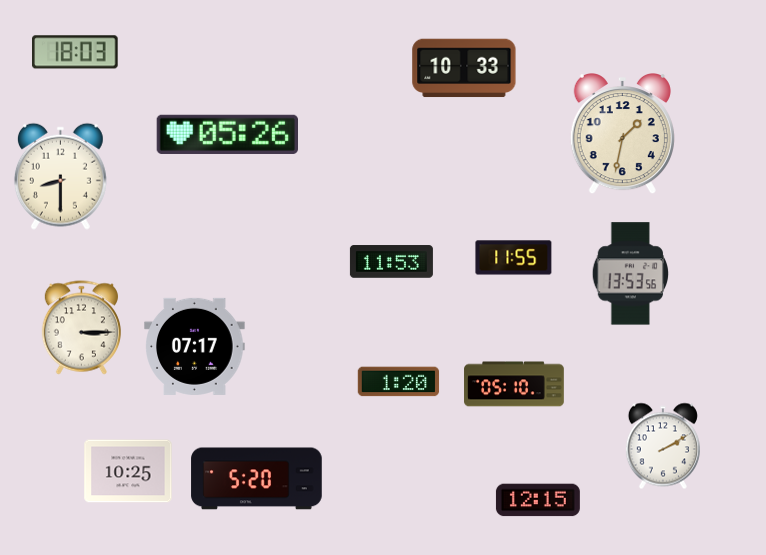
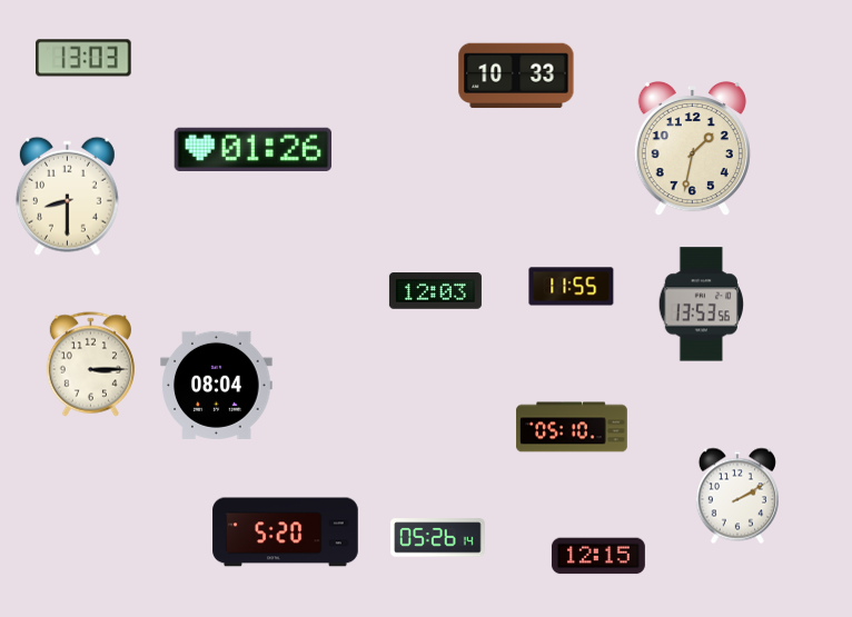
clock at (75, 52): 18:03 -> 13:03
clock at (227, 134): 05:26 -> 01:26
clock at (391, 262): 11:53 -> 12:03
clock at (195, 346): 07:17 -> 08:04
clock at (399, 382): 1:20 -> none
clock at (128, 471): 10:25 -> none
clock at (438, 538): none -> 05:26
